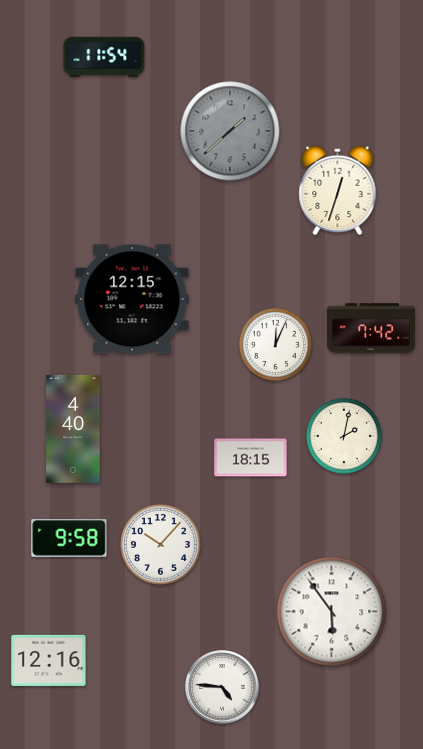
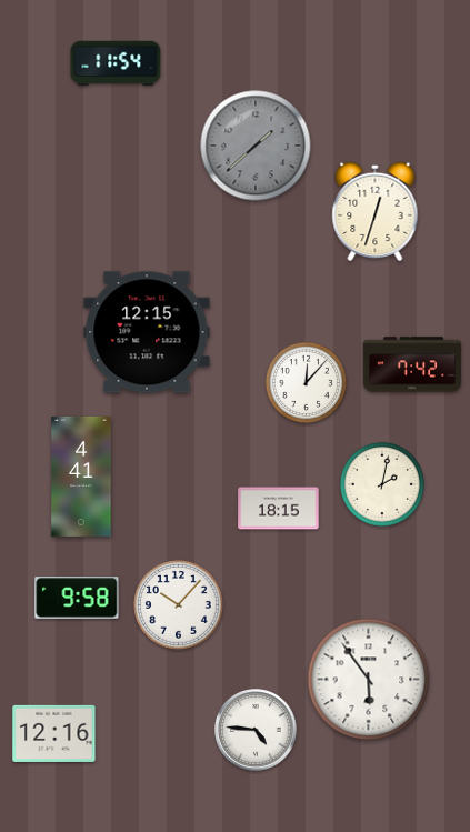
clock at (275, 344): 12:04 -> 12:07
clock at (73, 429): 4:40 -> 4:41
clock at (222, 687) position: (222, 687) -> (256, 730)
